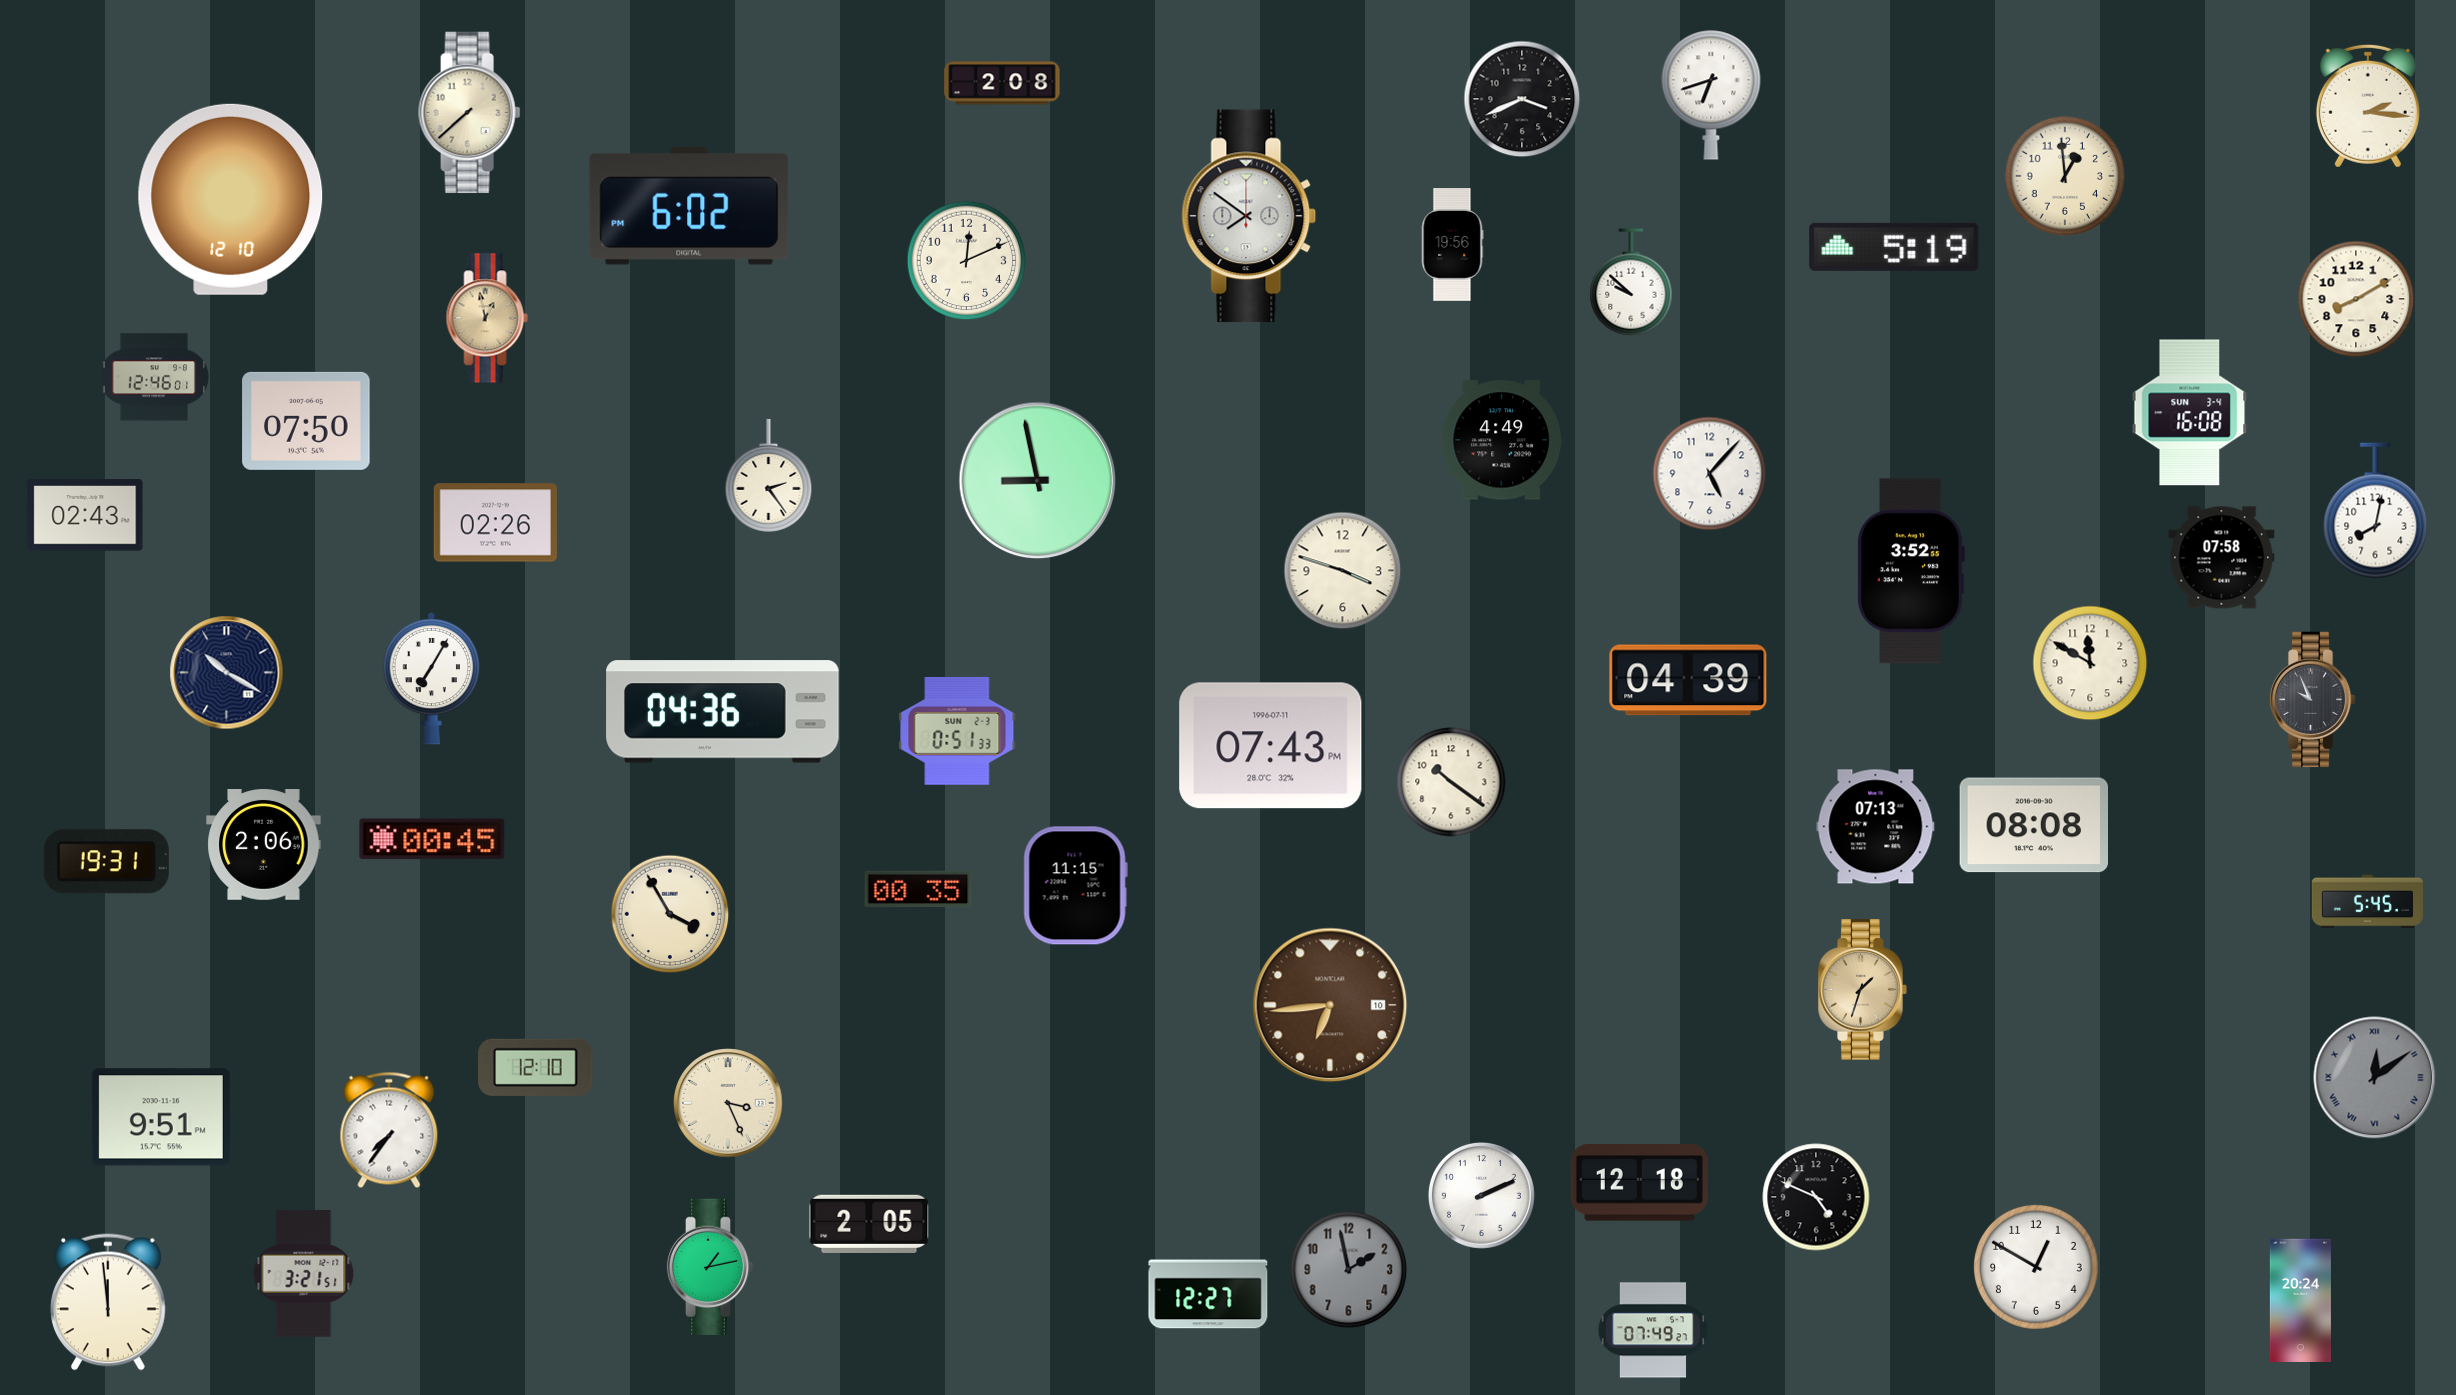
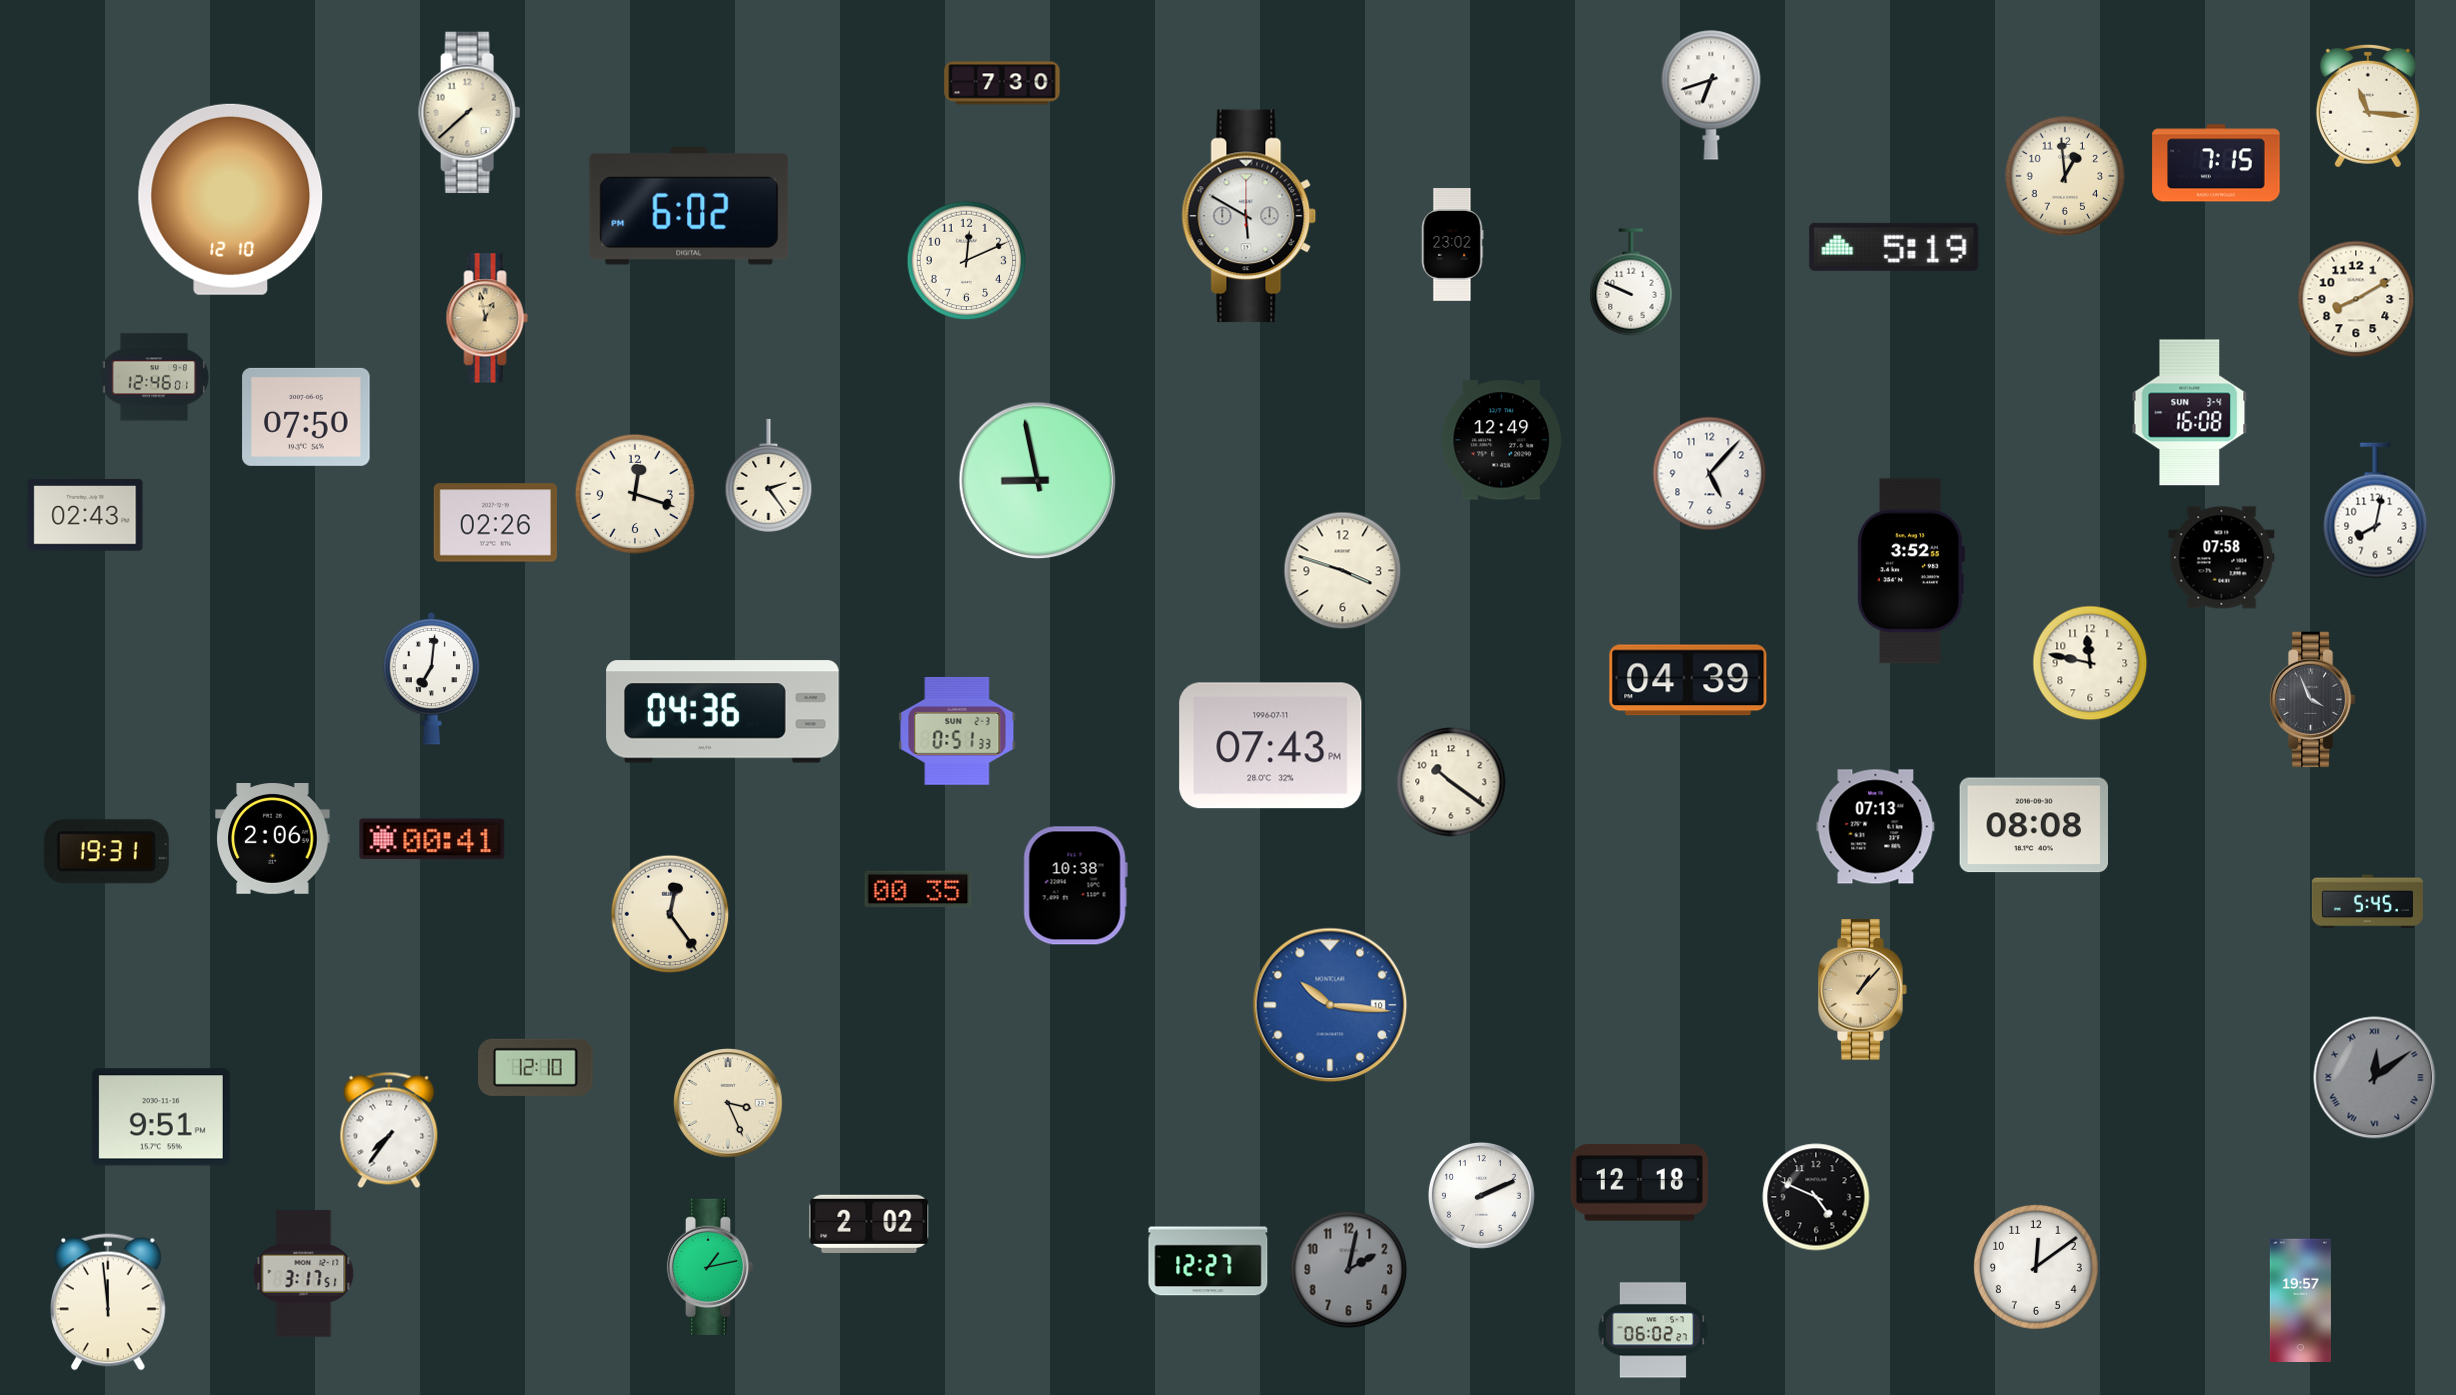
clock at (1002, 83): 2:08 -> 7:30
clock at (1522, 99): 3:41 -> none
clock at (2368, 106): 2:16 -> 11:16
clock at (2216, 163): none -> 7:15
clock at (1249, 216): 7:51 -> 5:50
clock at (1452, 245): 19:56 -> 23:02
clock at (1631, 282): 9:52 -> 9:49
clock at (306, 421) position: (306, 421) -> (306, 417)
clock at (1502, 440): 4:49 -> 12:49
clock at (634, 493): none -> 12:18
clock at (2090, 663): 11:50 -> 11:47
clock at (227, 673): 10:20 -> none
clock at (432, 678): 7:05 -> 7:01
clock at (2312, 700): 9:56 -> 3:56
clock at (432, 839): 00:45 -> 00:41
clock at (264, 845) position: (264, 845) -> (273, 839)
clock at (106, 862) position: (106, 862) -> (106, 852)
clock at (1075, 886): 11:15 -> 10:38
clock at (670, 914): 3:55 -> 12:24
clock at (1863, 990): 1:33 -> 1:07
clock at (1330, 1005): 6:44 -> 10:16
clock at (1330, 1005) dial: brown -> blue
clock at (869, 1224): 2:05 -> 2:02
clock at (2036, 1267): 12:50 -> 12:09
clock at (1349, 1270): 1:58 -> 2:02
clock at (304, 1274): 3:21 -> 3:17
clock at (1208, 1294) position: (1208, 1294) -> (1208, 1261)
clock at (2300, 1300): 20:24 -> 19:57
clock at (1652, 1330): 07:49 -> 06:02
